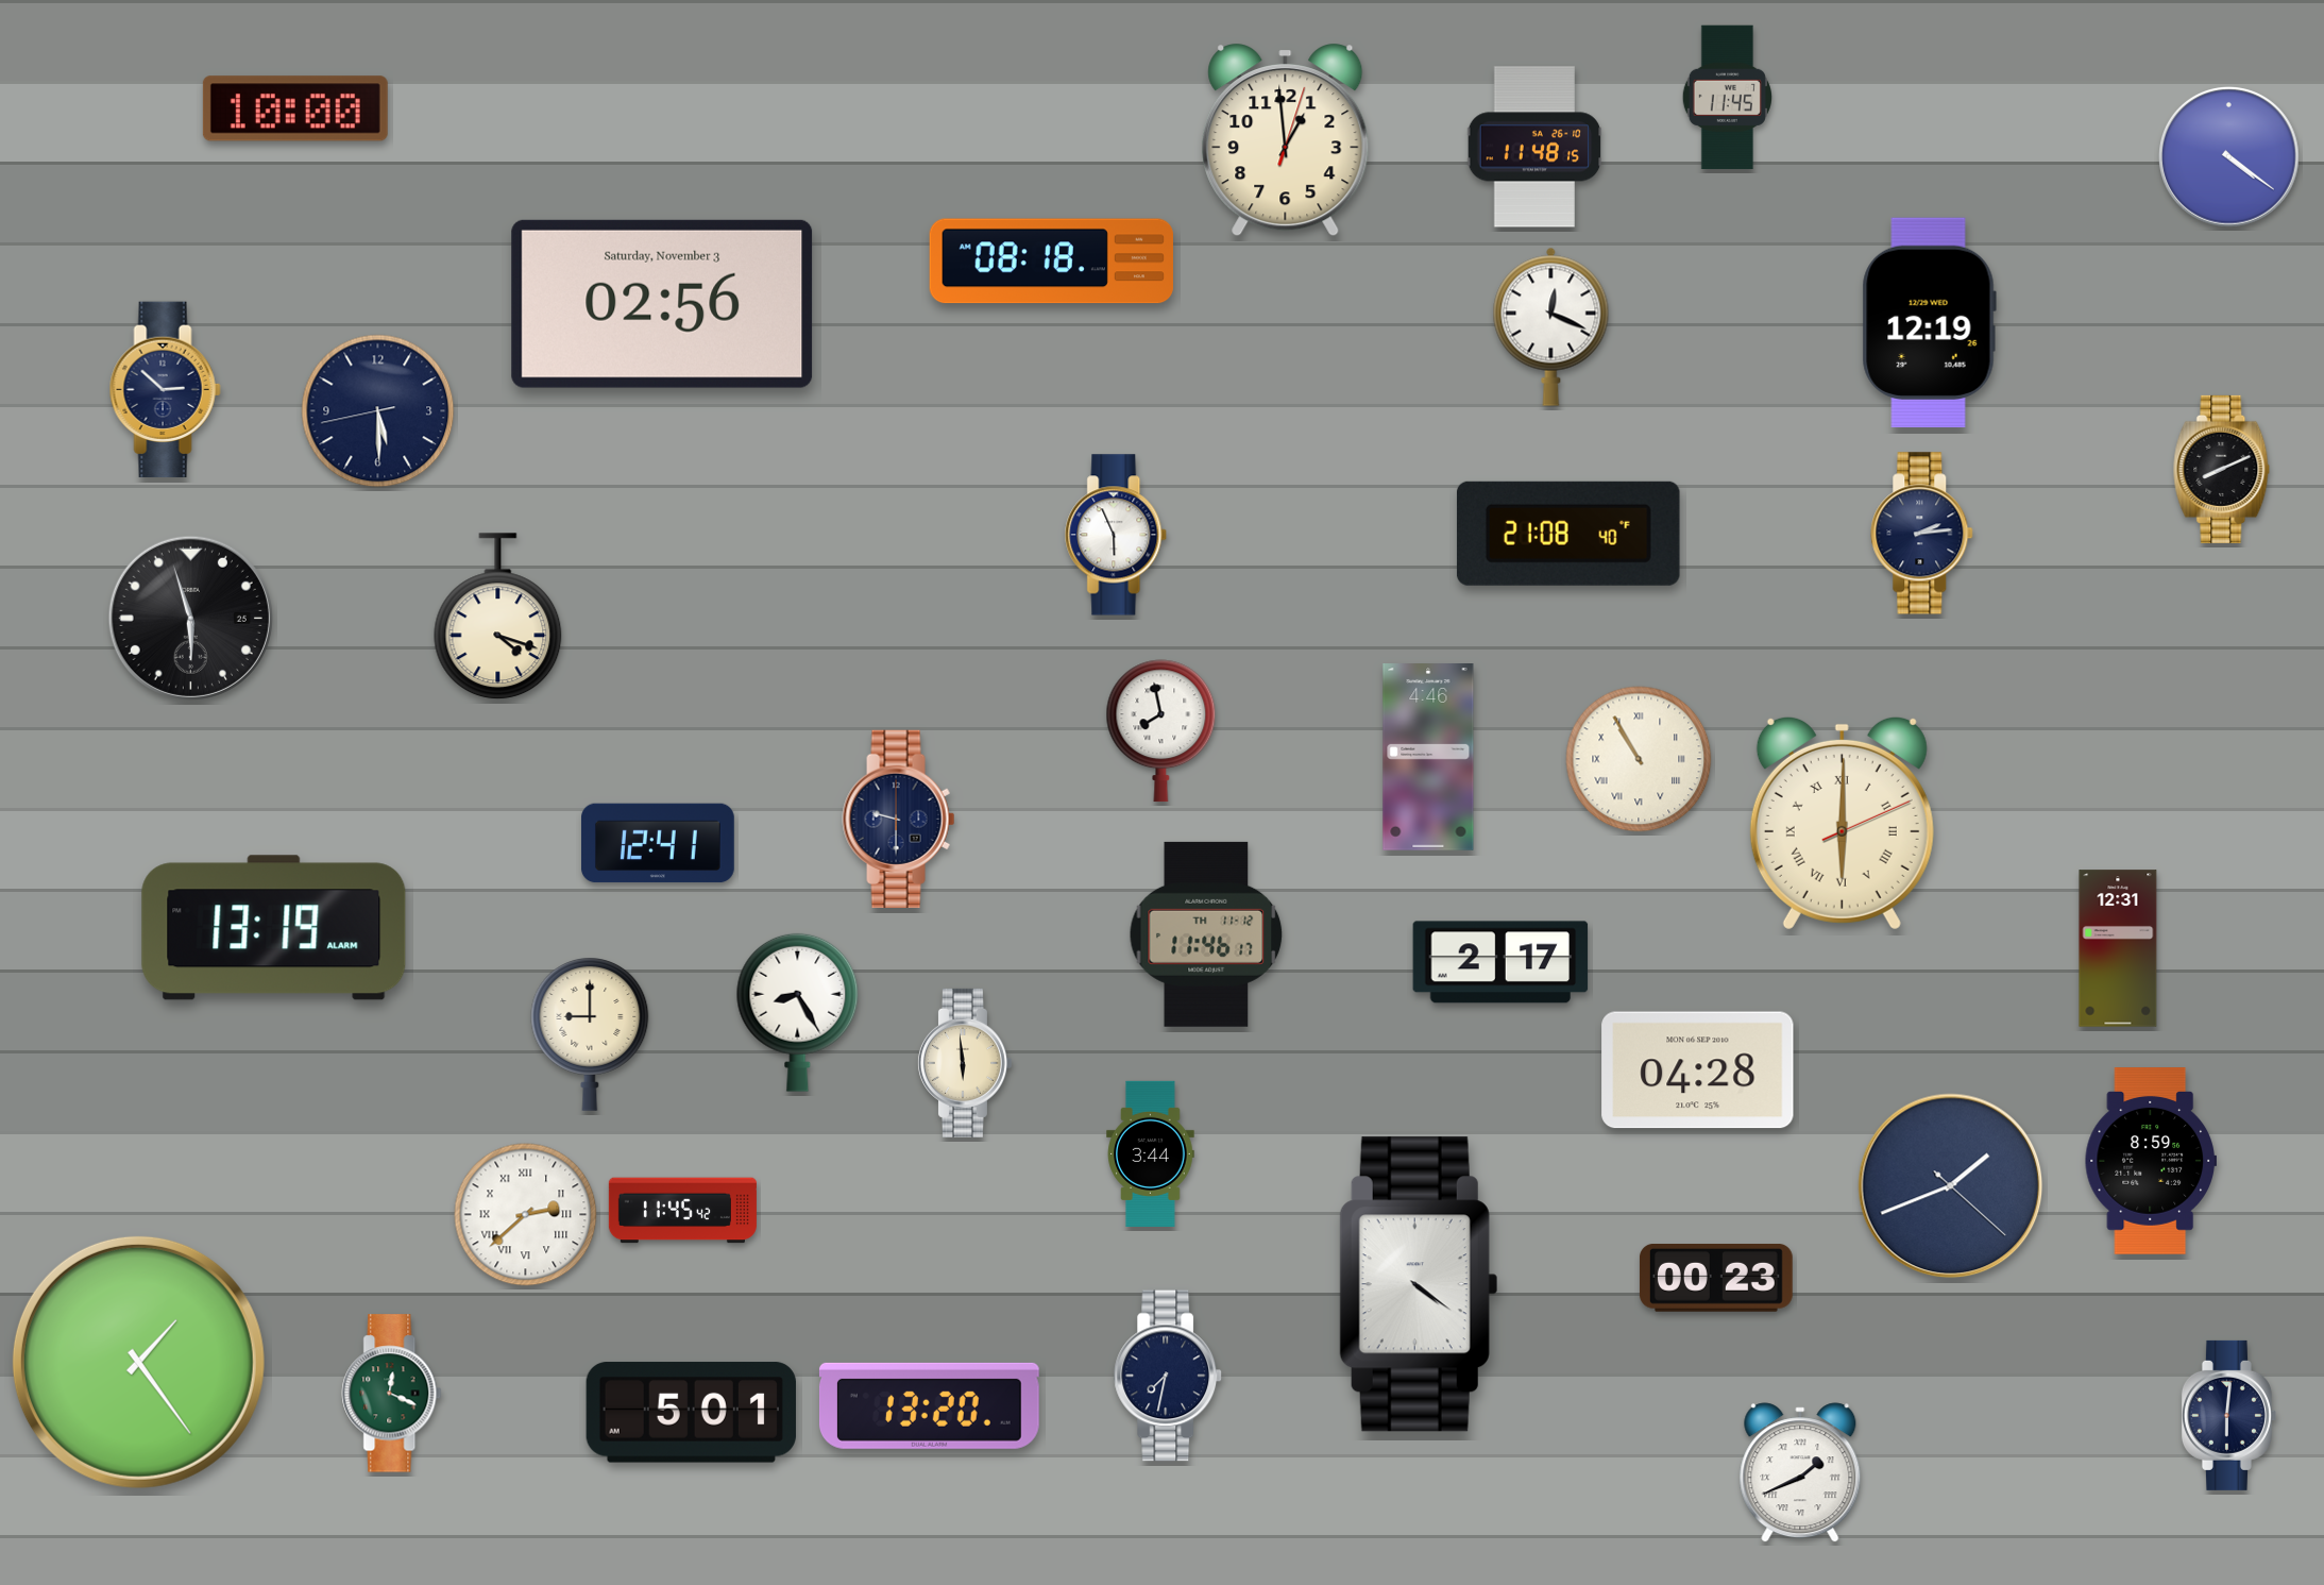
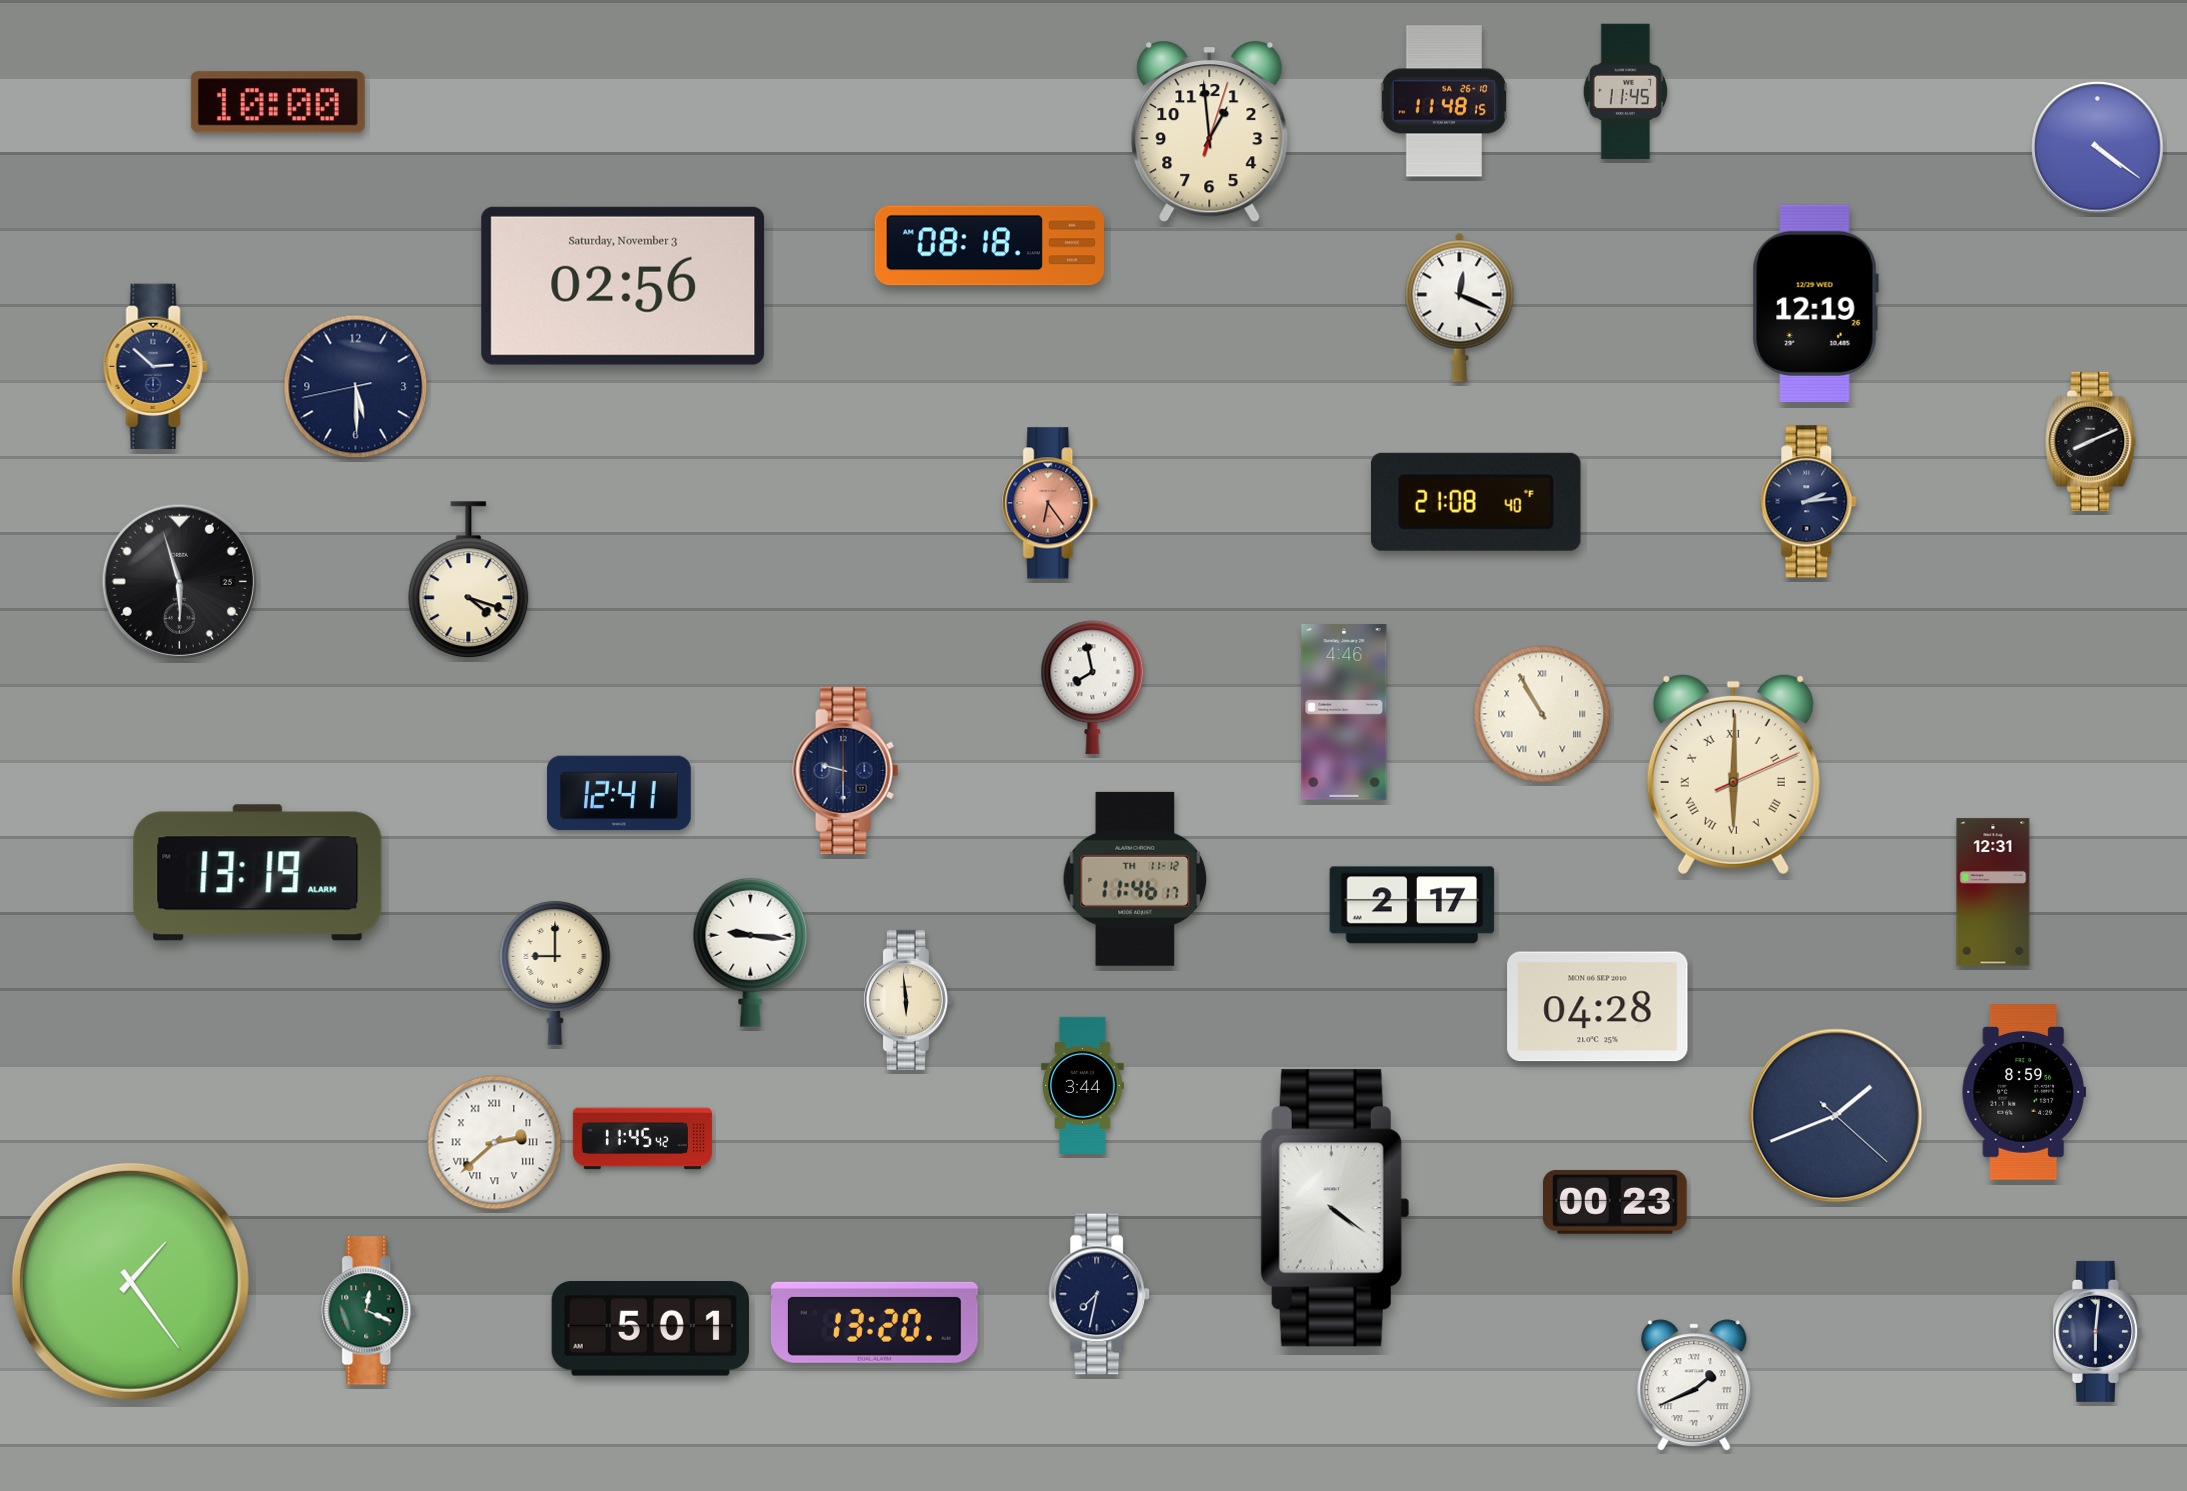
clock at (1534, 147) position: (1534, 147) -> (1444, 101)
clock at (1117, 535): 5:56 -> 6:24
clock at (1117, 535) dial: white -> salmon
clock at (798, 1012): 8:25 -> 9:16
